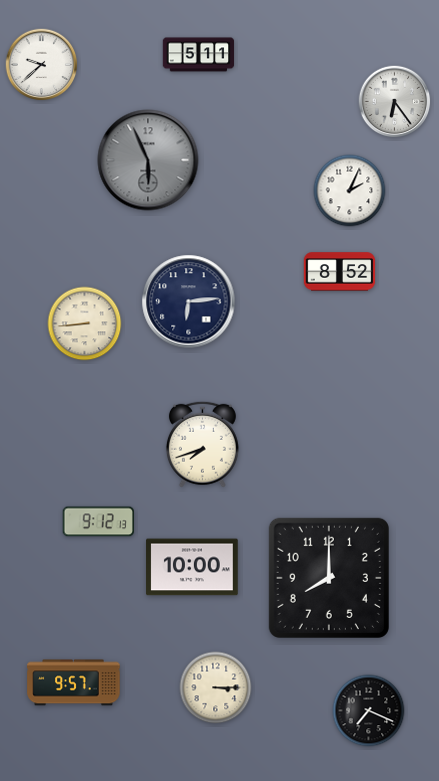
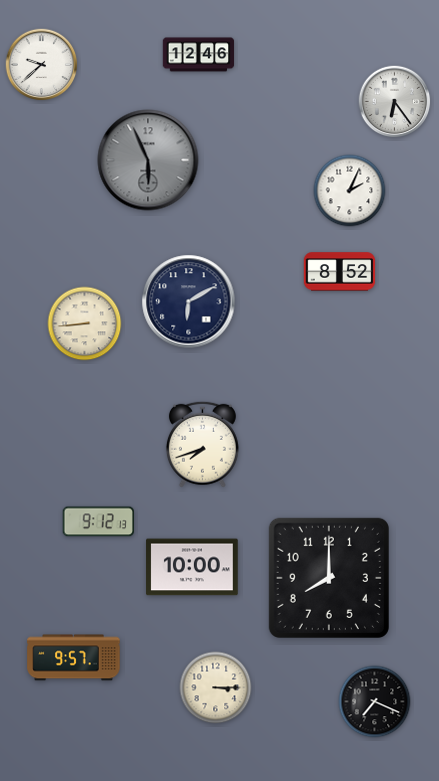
clock at (199, 55): 5:11 -> 12:46
clock at (189, 302): 6:14 -> 6:10
clock at (74, 683) position: (74, 683) -> (74, 658)
clock at (369, 711) position: (369, 711) -> (375, 702)
